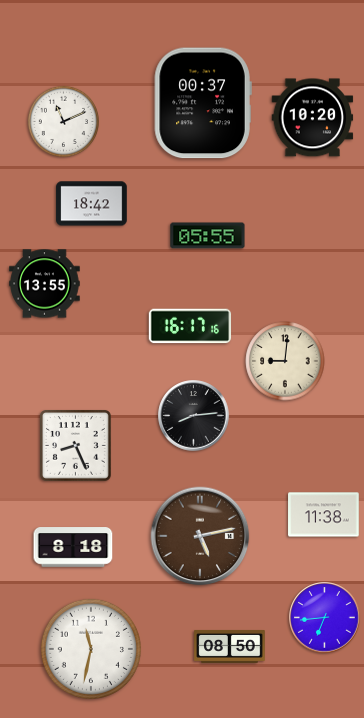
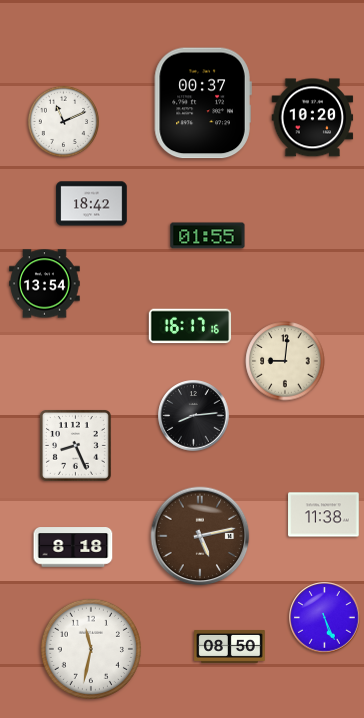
clock at (208, 236): 05:55 -> 01:55
clock at (45, 284): 13:55 -> 13:54
clock at (325, 618): 6:44 -> 5:26
